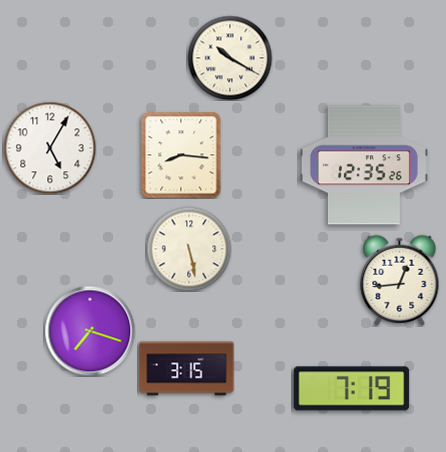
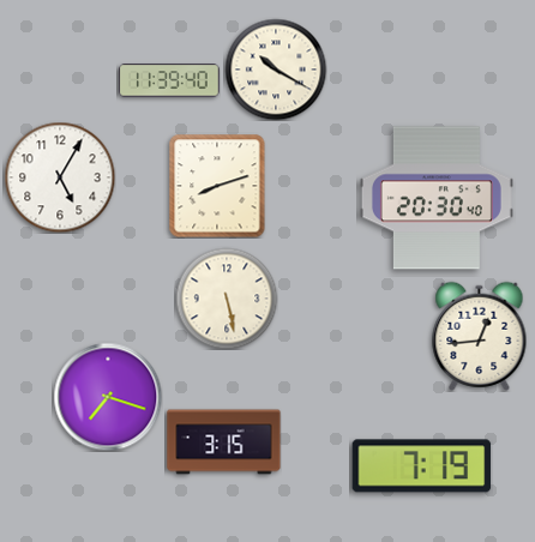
clock at (169, 80): none -> 11:39
clock at (181, 155): 8:16 -> 8:12
clock at (364, 165): 12:35 -> 20:30
